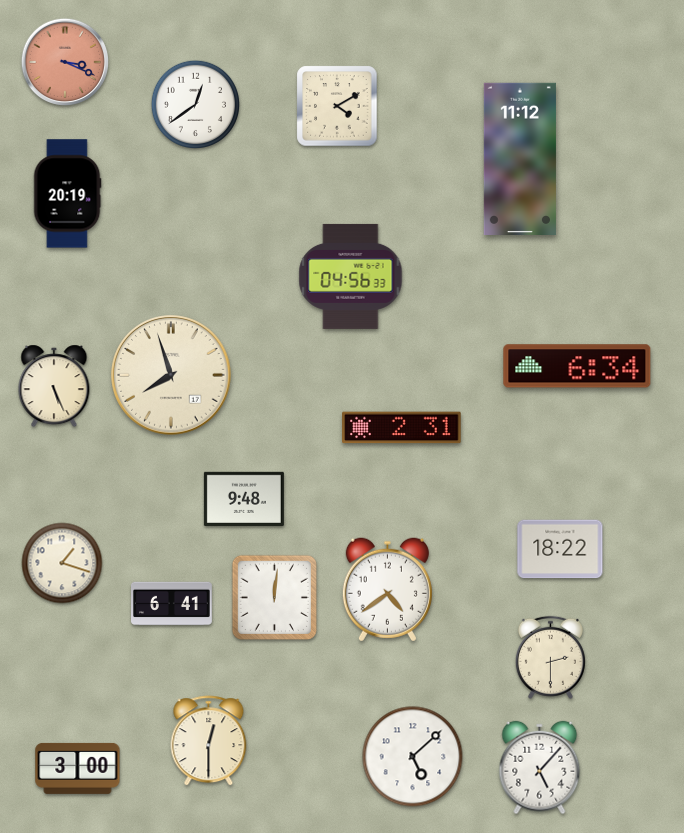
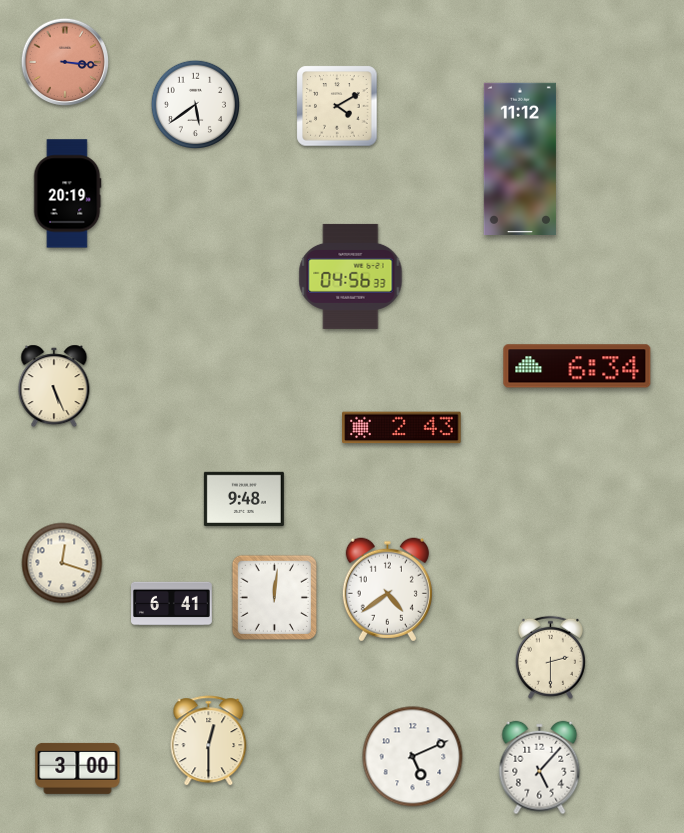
clock at (64, 61): 3:19 -> 3:16
clock at (195, 104): 12:39 -> 5:39
clock at (171, 375): 7:57 -> none
clock at (402, 428): 2:31 -> 2:43
clock at (560, 549): 18:22 -> none
clock at (62, 563): 1:18 -> 12:18
clock at (413, 757): 5:08 -> 5:11
